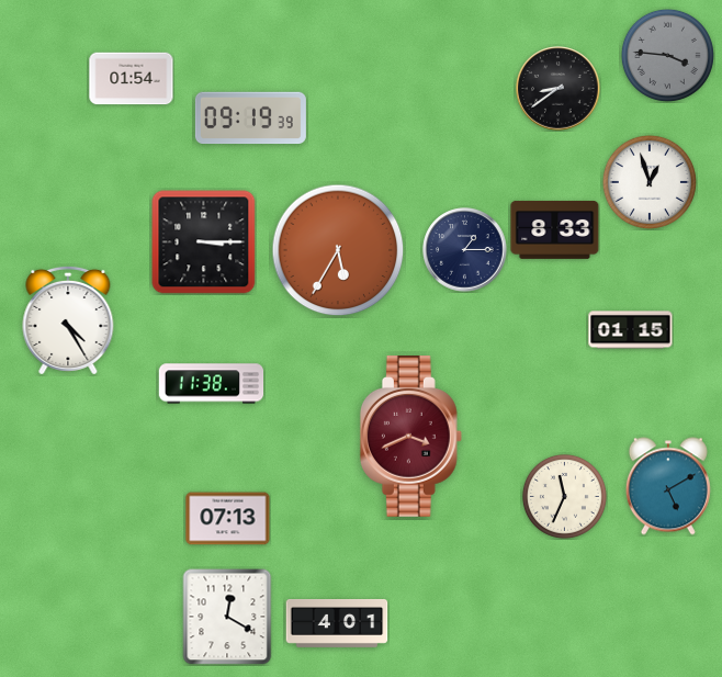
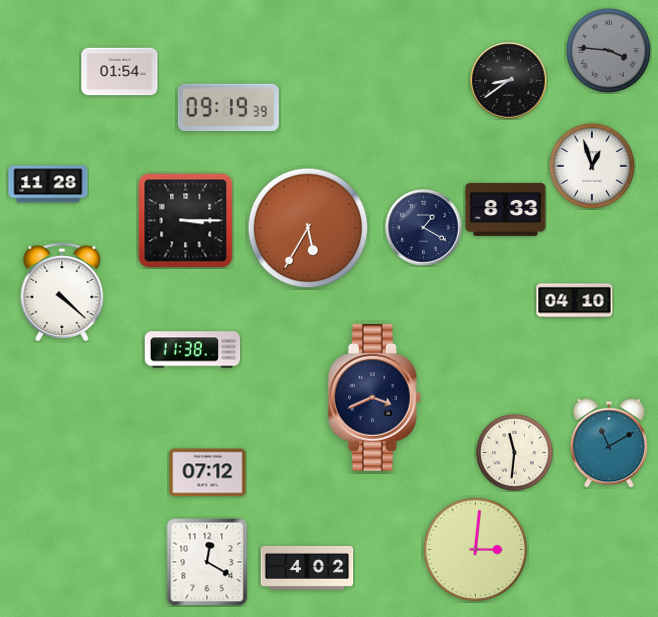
clock at (48, 184): none -> 11:28
clock at (465, 250): 1:15 -> 1:20
clock at (68, 320): 4:25 -> 4:22
clock at (631, 330): 01:15 -> 04:10
clock at (410, 437) dial: burgundy -> navy
clock at (668, 486): 5:10 -> 11:10
clock at (564, 496): 11:34 -> 11:31
clock at (228, 519): 07:13 -> 07:12
clock at (476, 550): none -> 3:01
clock at (337, 623): 4:01 -> 4:02
